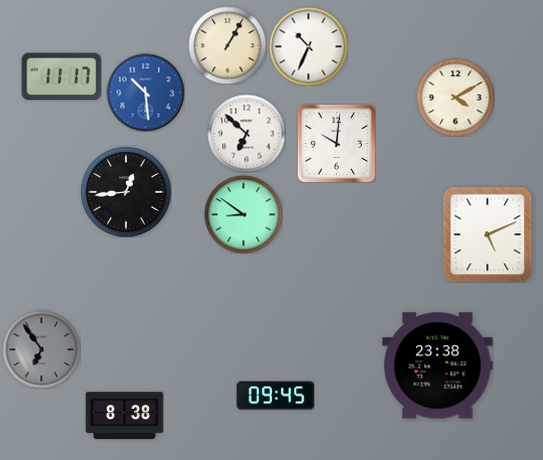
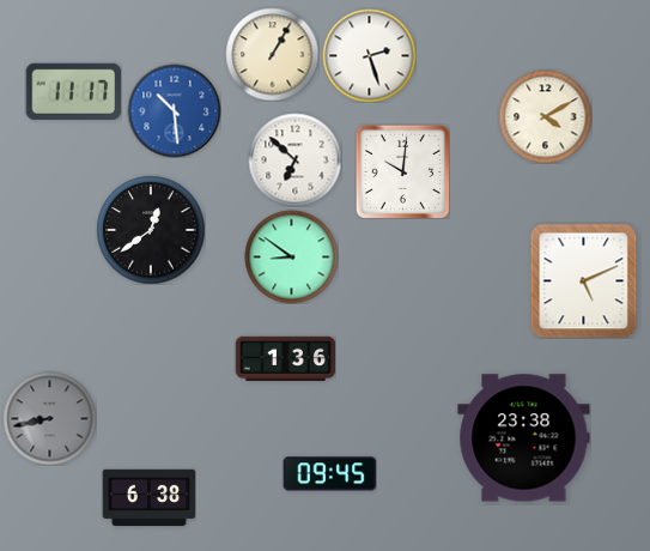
clock at (308, 46): 10:34 -> 2:27
clock at (126, 192): 12:44 -> 12:39
clock at (285, 359): none -> 1:36
clock at (41, 349): 6:54 -> 8:43
clock at (124, 416): 8:38 -> 6:38
